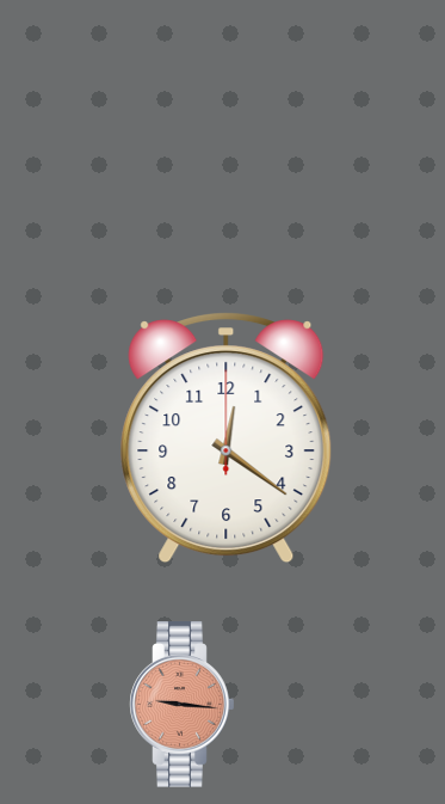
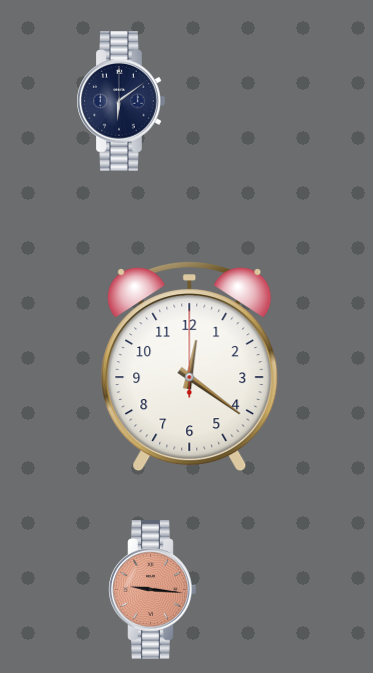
clock at (121, 101): none -> 6:09
